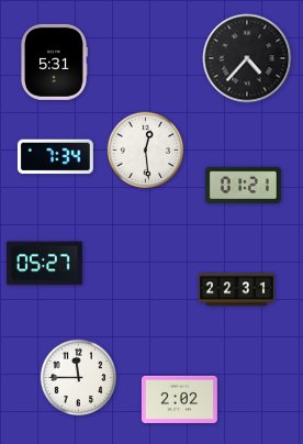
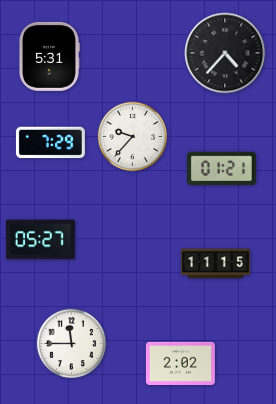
clock at (146, 151): 12:29 -> 9:37
clock at (55, 157): 7:34 -> 7:29
clock at (236, 290): 22:31 -> 11:15
clock at (179, 399) position: (179, 399) -> (180, 363)
